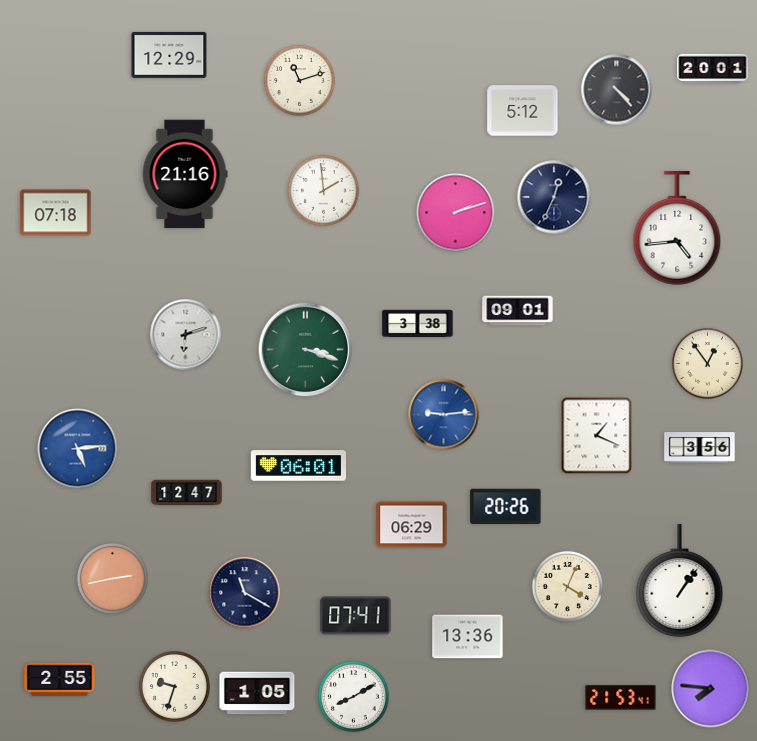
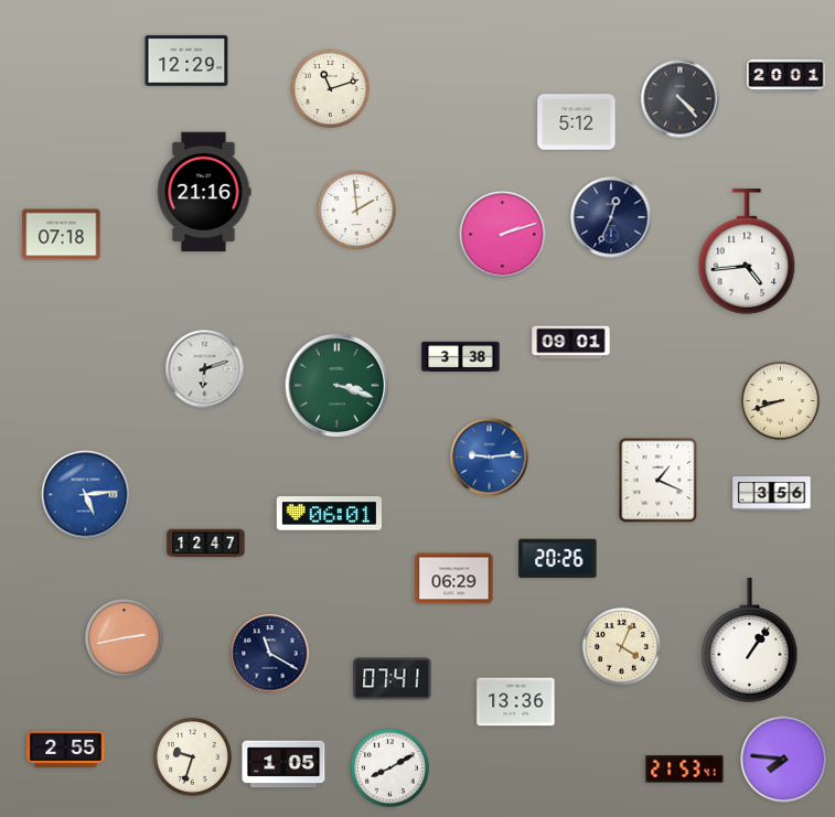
clock at (707, 363): 12:54 -> 8:42
clock at (567, 586) position: (567, 586) -> (621, 646)
